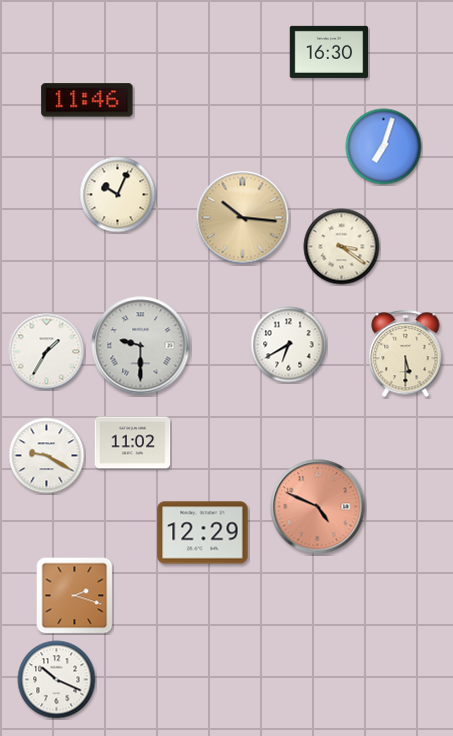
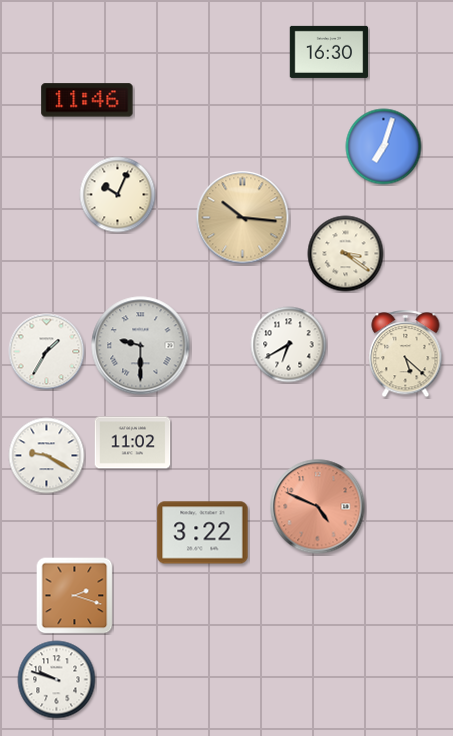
clock at (342, 247) position: (342, 247) -> (346, 254)
clock at (406, 354): 5:30 -> 5:22
clock at (203, 533): 12:29 -> 3:22
clock at (57, 680): 10:19 -> 9:48
